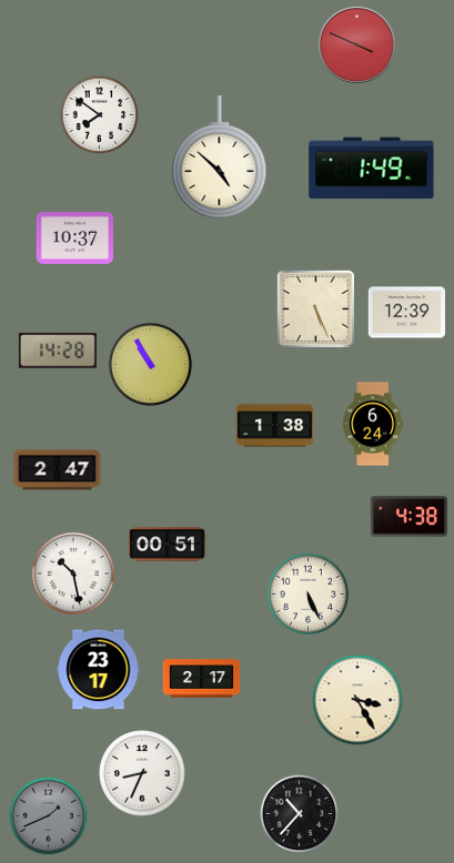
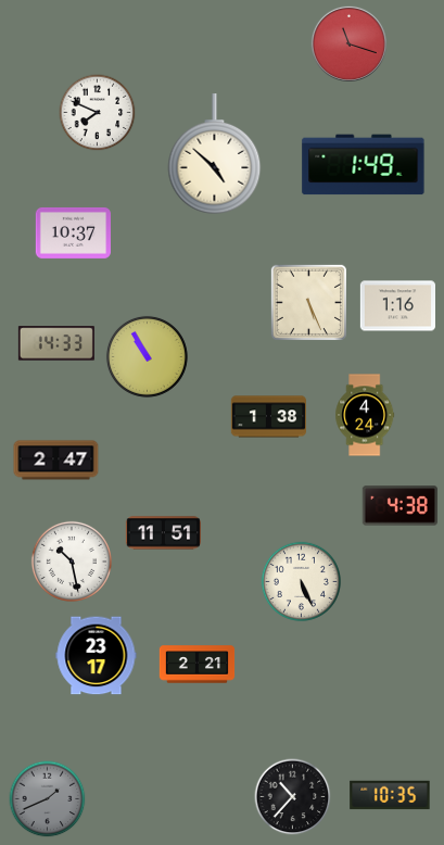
clock at (356, 44): 3:49 -> 11:18
clock at (100, 115): 7:51 -> 7:49
clock at (406, 313): 12:39 -> 1:16
clock at (58, 351): 14:28 -> 14:33
clock at (373, 424): 6:24 -> 4:24
clock at (167, 545): 00:51 -> 11:51
clock at (202, 679): 2:17 -> 2:21
clock at (357, 700): 3:25 -> none
clock at (142, 773): 8:34 -> none
clock at (390, 795): none -> 10:35
